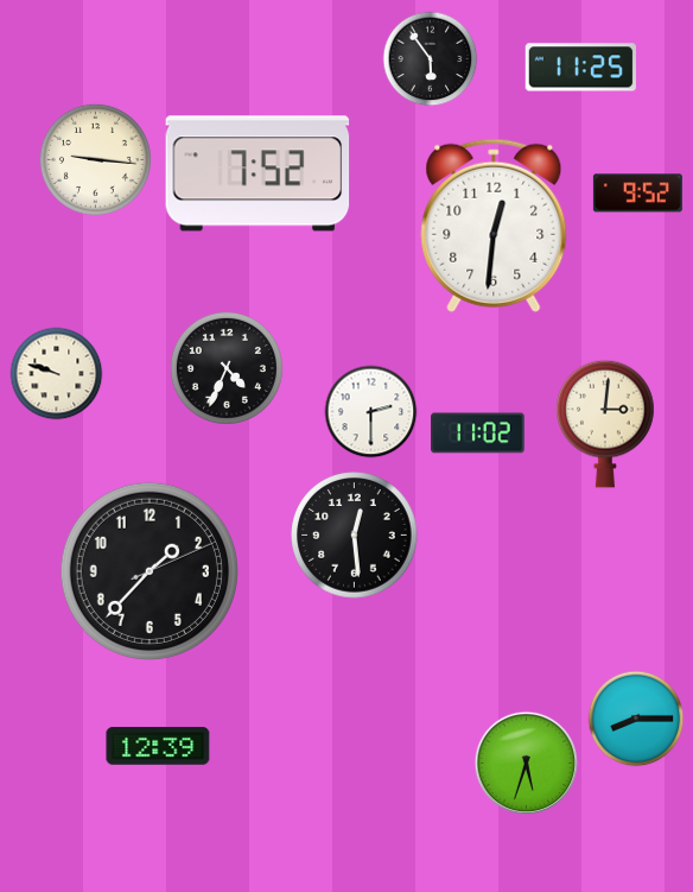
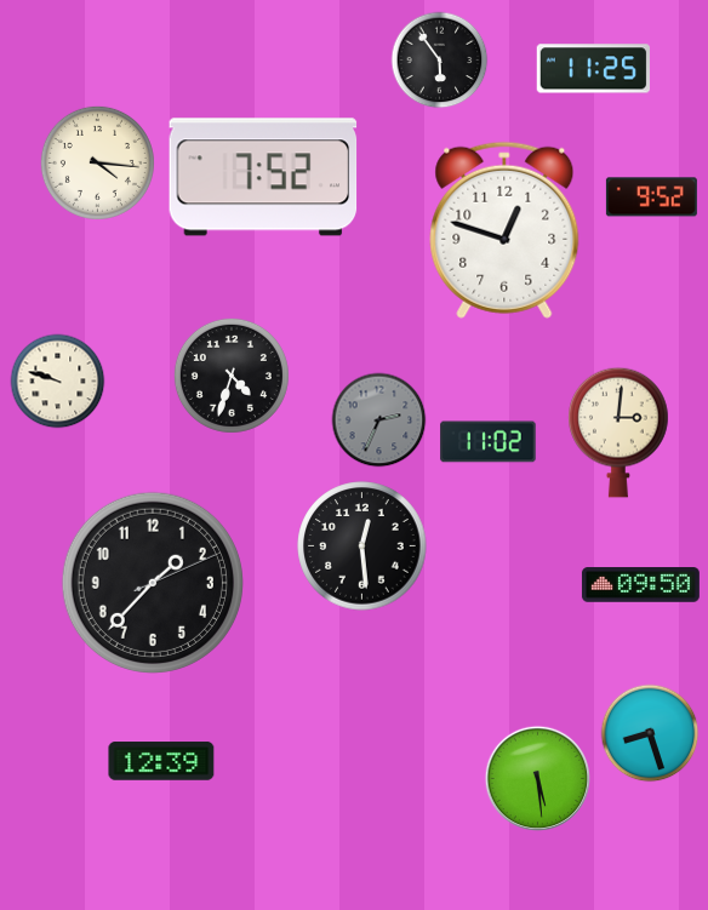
clock at (95, 159): 9:16 -> 4:16
clock at (494, 226): 12:31 -> 12:48
clock at (227, 368): 4:34 -> 4:33
clock at (371, 412): 2:30 -> 2:34
clock at (371, 412) dial: white -> grey
clock at (640, 585): none -> 09:50
clock at (636, 719): 8:15 -> 8:27
clock at (526, 763): 5:33 -> 5:29
